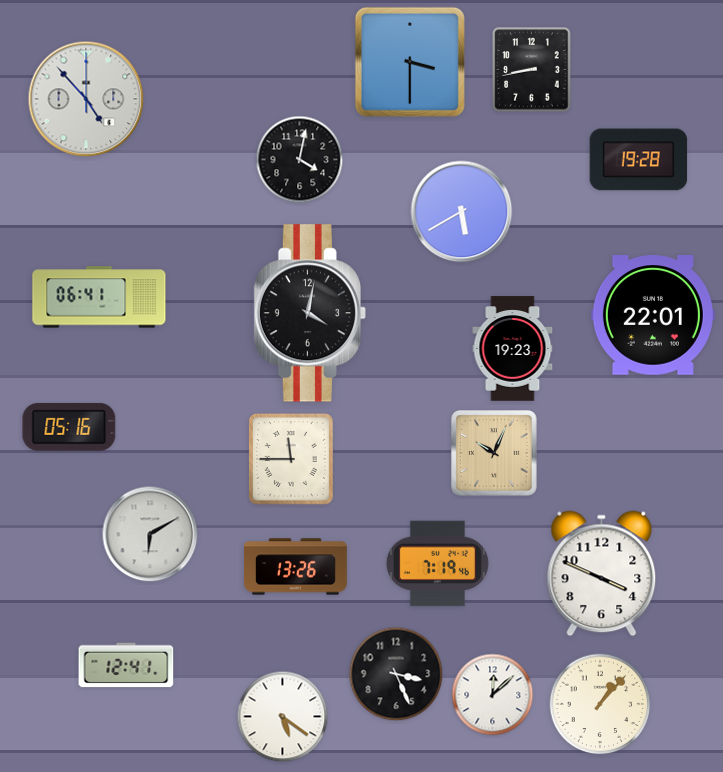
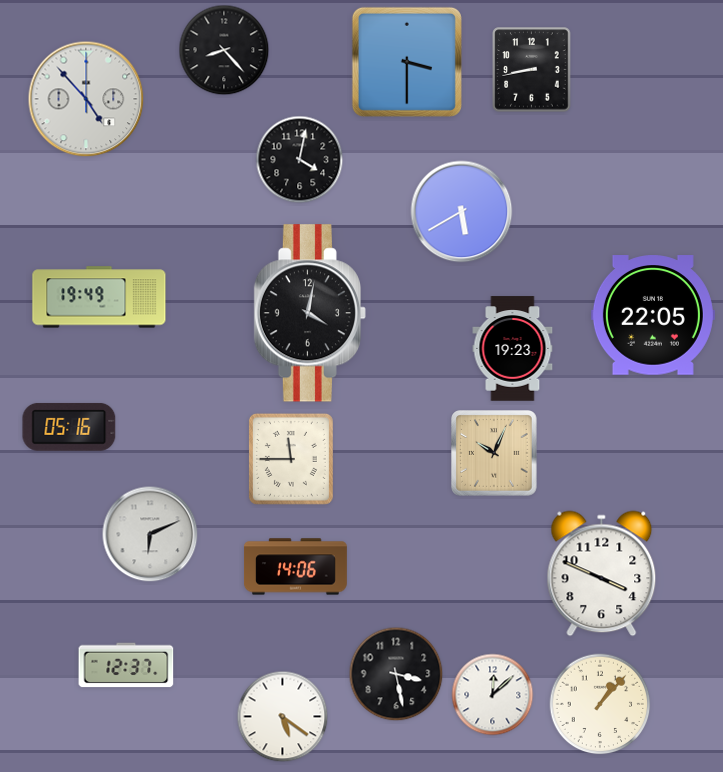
clock at (224, 50): none -> 8:23
clock at (410, 62) position: (410, 62) -> (407, 62)
clock at (639, 160): 19:28 -> none
clock at (99, 297): 06:41 -> 19:49
clock at (653, 315): 22:01 -> 22:05
clock at (150, 534): 6:10 -> 6:11
clock at (437, 564): 7:19 -> none
clock at (296, 567): 13:26 -> 14:06
clock at (126, 665): 12:41 -> 12:37
clock at (396, 674): 3:26 -> 3:28
